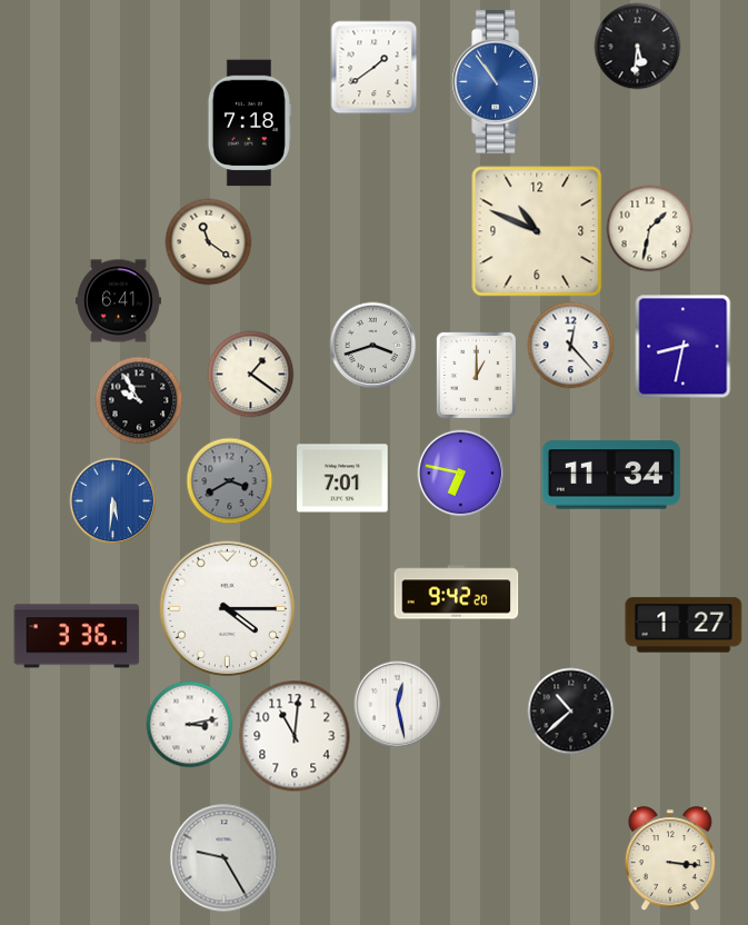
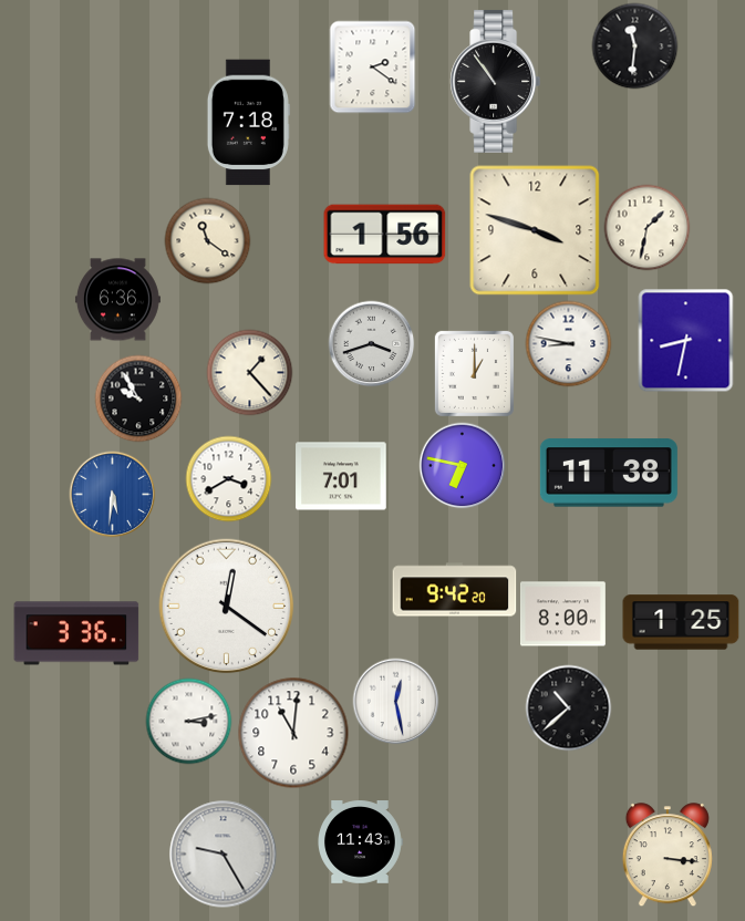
clock at (637, 46): 5:31 -> 11:31
clock at (375, 67): 1:39 -> 2:21
clock at (498, 81) dial: blue -> black
clock at (537, 231): 10:49 -> 3:48
clock at (385, 235): none -> 1:56
clock at (118, 301): 6:41 -> 6:36
clock at (570, 345): 12:23 -> 8:47
clock at (684, 346) position: (684, 346) -> (686, 340)
clock at (250, 374): 1:21 -> 1:23
clock at (460, 473) position: (460, 473) -> (462, 465)
clock at (611, 475): 11:34 -> 11:38
clock at (229, 480) dial: grey -> white
clock at (112, 500) position: (112, 500) -> (112, 494)
clock at (228, 609): 4:15 -> 12:21
clock at (562, 614): none -> 8:00
clock at (684, 625): 1:27 -> 1:25
clock at (361, 842): none -> 11:43
